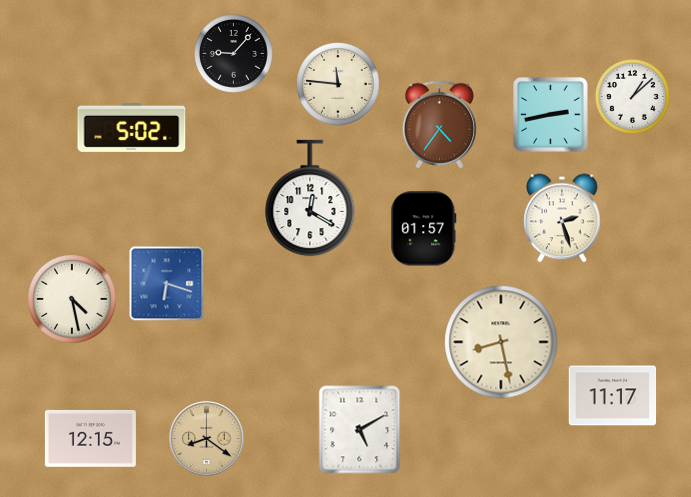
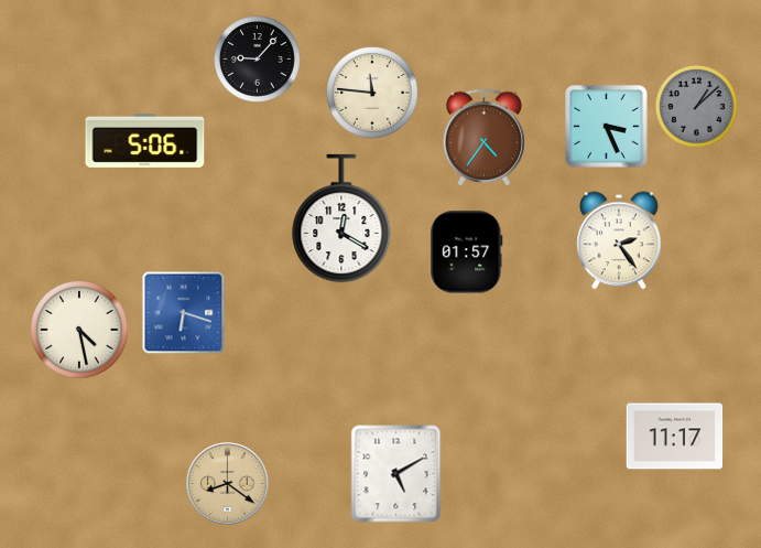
clock at (632, 96) dial: white -> grey
clock at (551, 115): 2:43 -> 3:26
clock at (132, 127): 5:02 -> 5:06
clock at (562, 218): 2:27 -> 2:24
clock at (501, 342): 8:28 -> none
clock at (90, 439): 12:15 -> none
